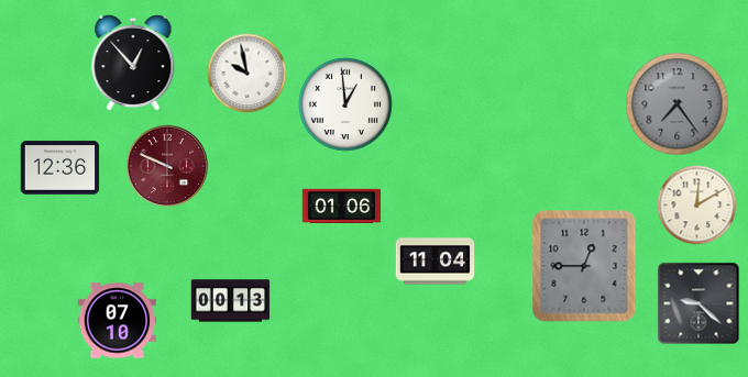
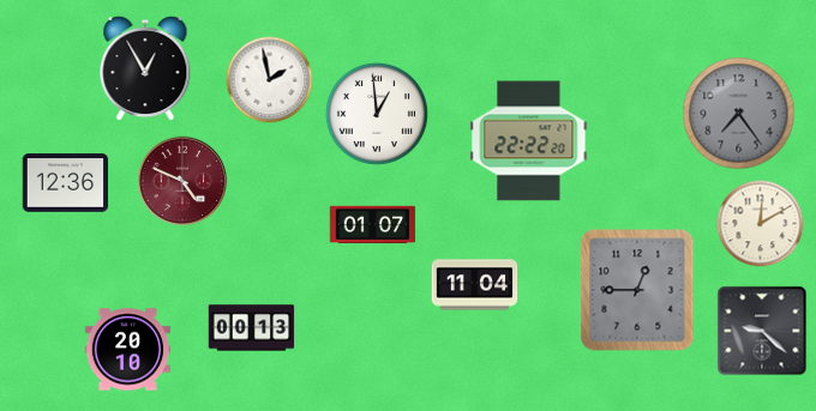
clock at (133, 63): 12:53 -> 12:55
clock at (248, 74): 9:58 -> 1:58
clock at (529, 141): none -> 22:22
clock at (167, 166): 9:49 -> 4:49
clock at (342, 206): 01:06 -> 01:07
clock at (118, 321): 07:10 -> 20:10
